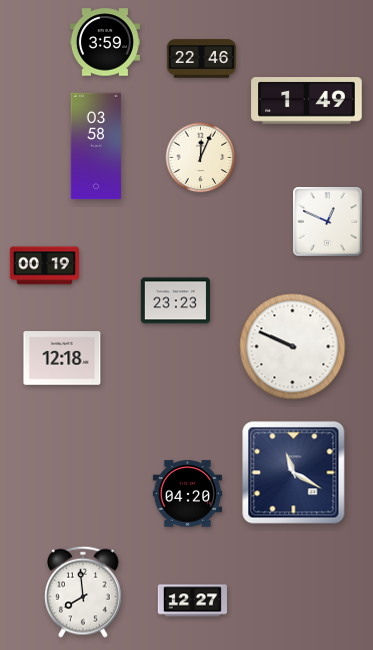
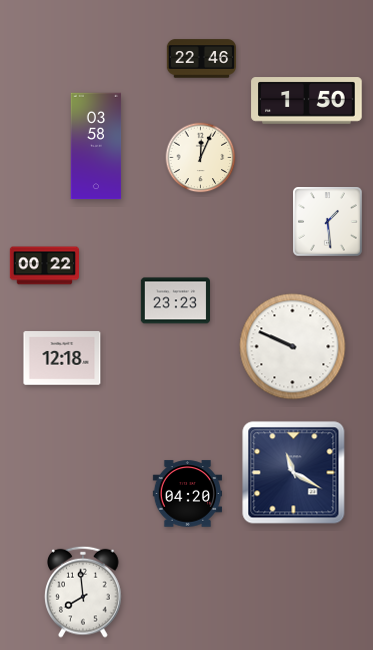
clock at (105, 42): 3:59 -> none
clock at (307, 101): 1:49 -> 1:50
clock at (328, 222): 12:49 -> 1:29
clock at (45, 266): 00:19 -> 00:22
clock at (192, 601): 12:27 -> none
